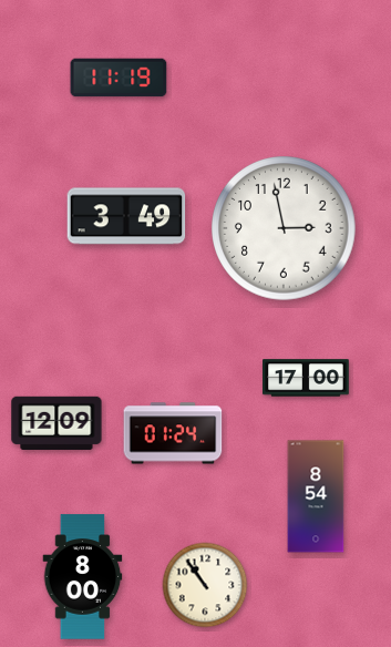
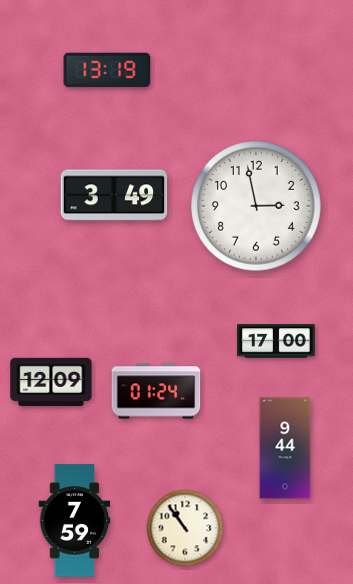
clock at (119, 78): 11:19 -> 13:19
clock at (316, 496): 8:54 -> 9:44
clock at (83, 577): 8:00 -> 7:59
